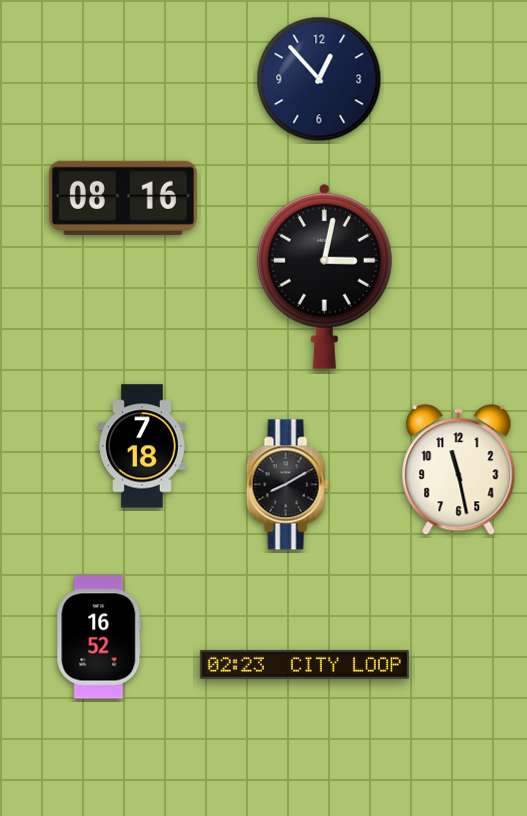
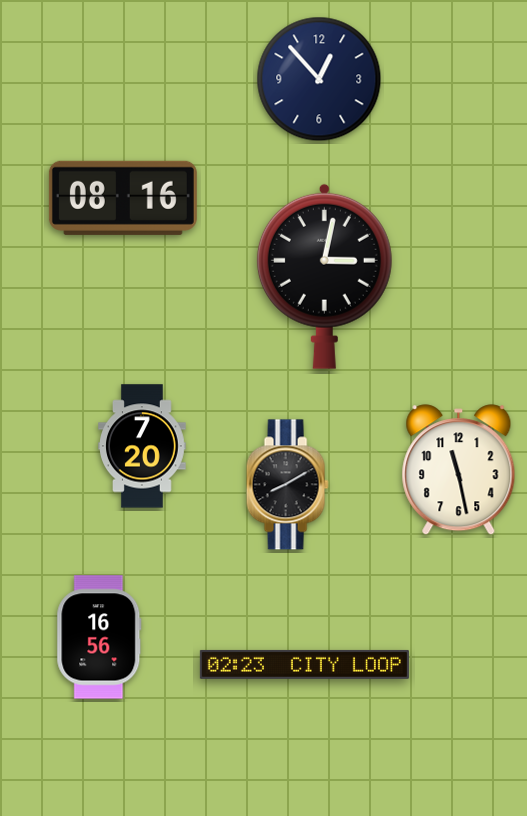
clock at (143, 446): 7:18 -> 7:20
clock at (99, 637): 16:52 -> 16:56
